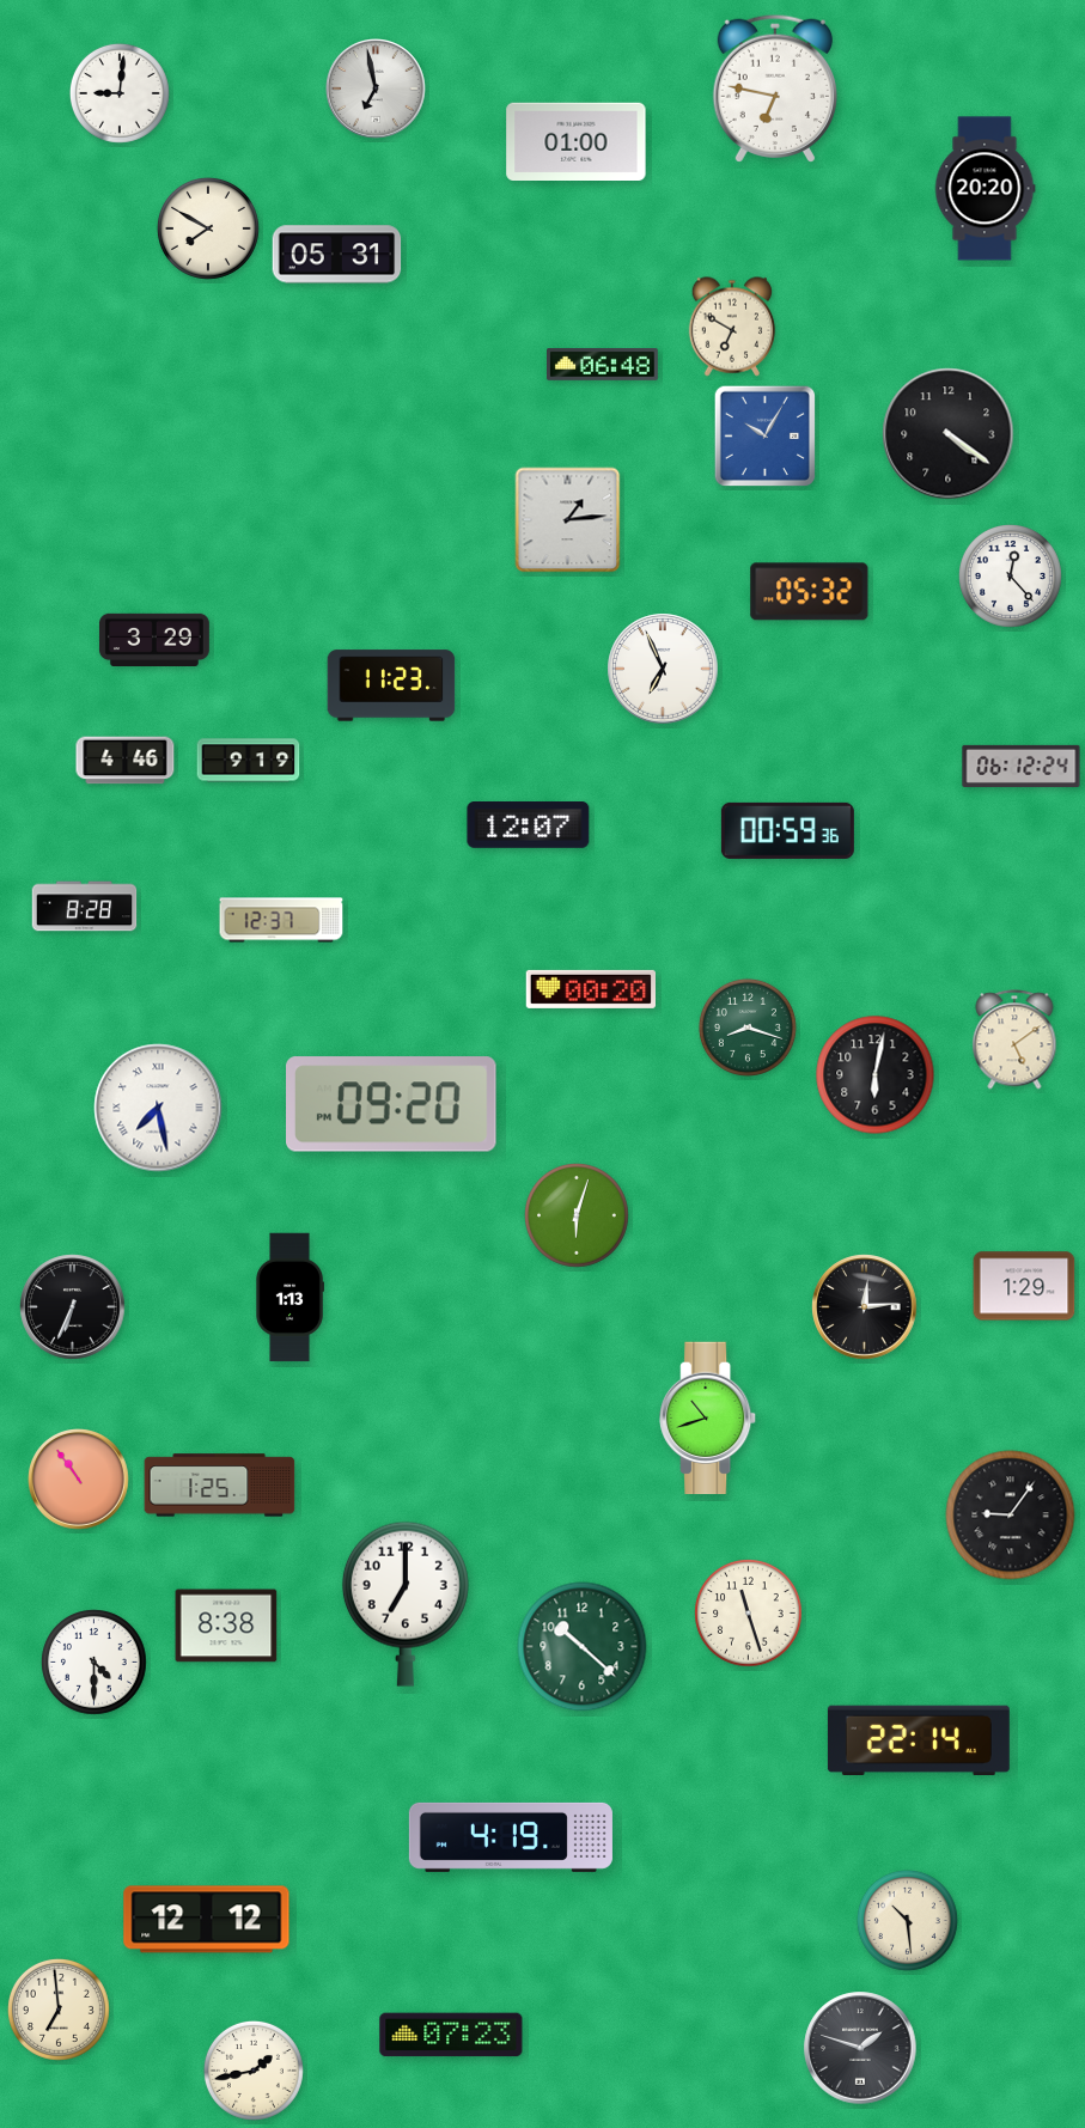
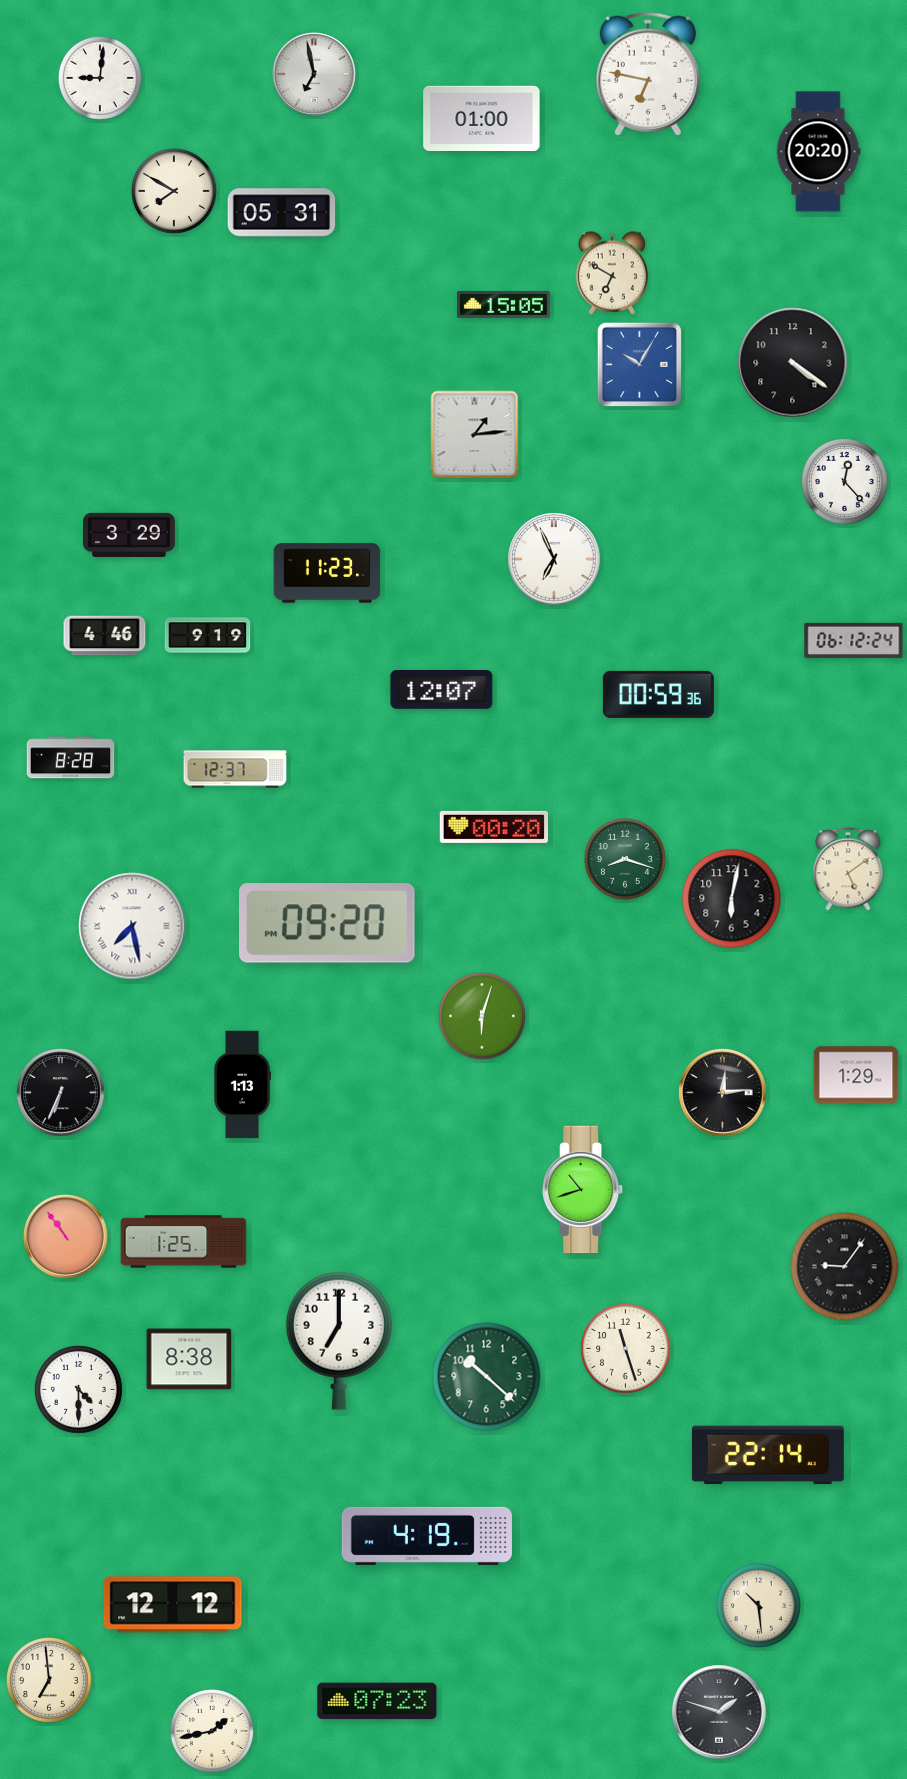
clock at (985, 189) position: (985, 189) -> (818, 152)
clock at (603, 365): 06:48 -> 15:05
clock at (810, 592): 05:32 -> none
clock at (708, 1419) position: (708, 1419) -> (583, 1190)
